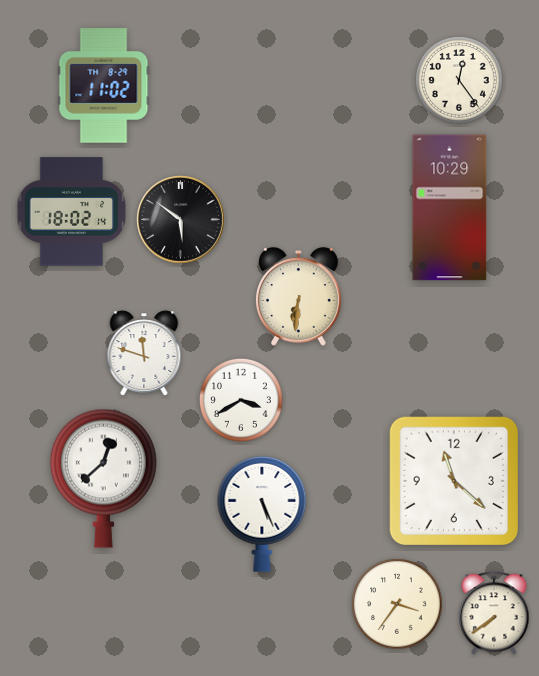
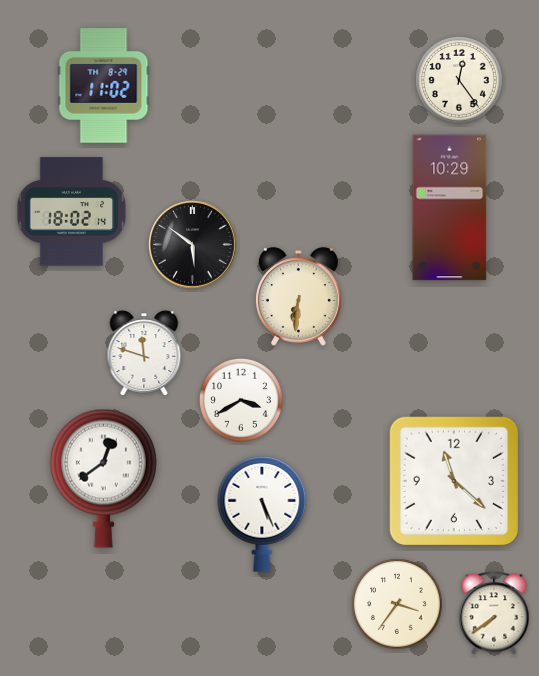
clock at (181, 220) position: (181, 220) -> (193, 245)
clock at (103, 478): 12:38 -> 12:39
